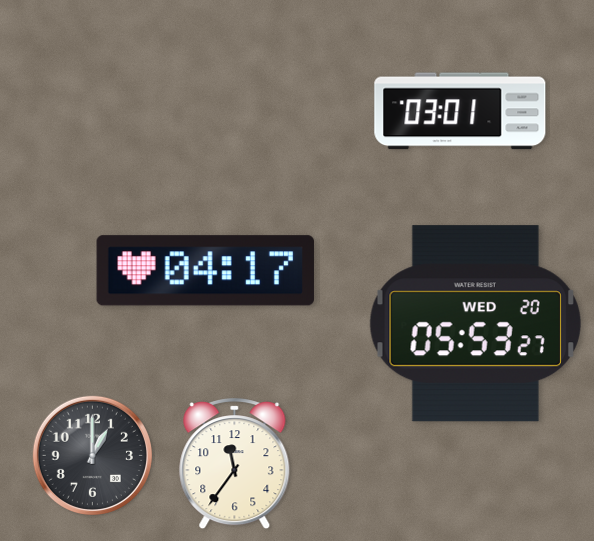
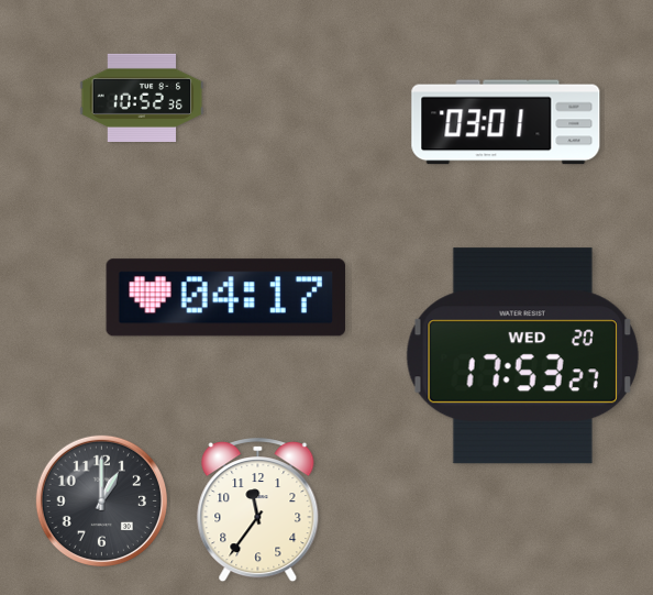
clock at (142, 98): none -> 10:52
clock at (475, 324): 05:53 -> 17:53
